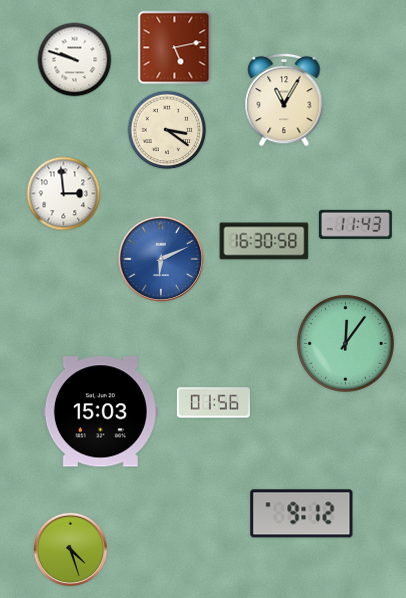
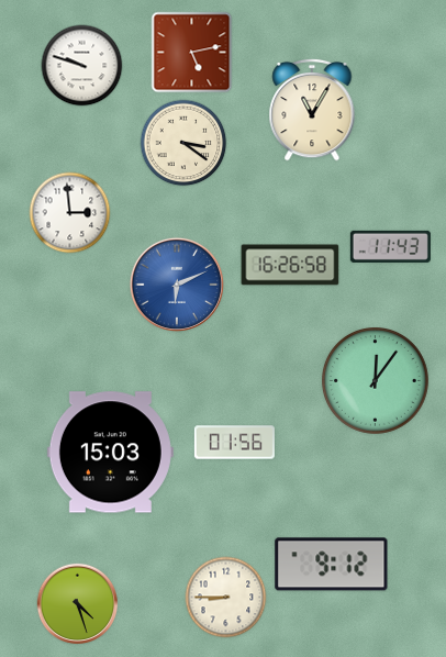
clock at (264, 241): 16:30 -> 16:26
clock at (346, 344) position: (346, 344) -> (376, 381)
clock at (226, 598): none -> 8:45
